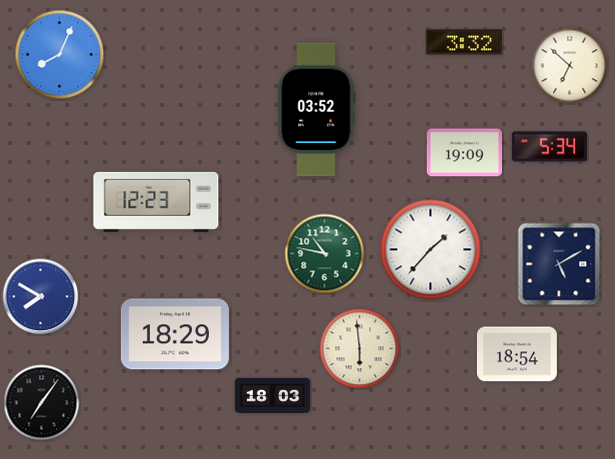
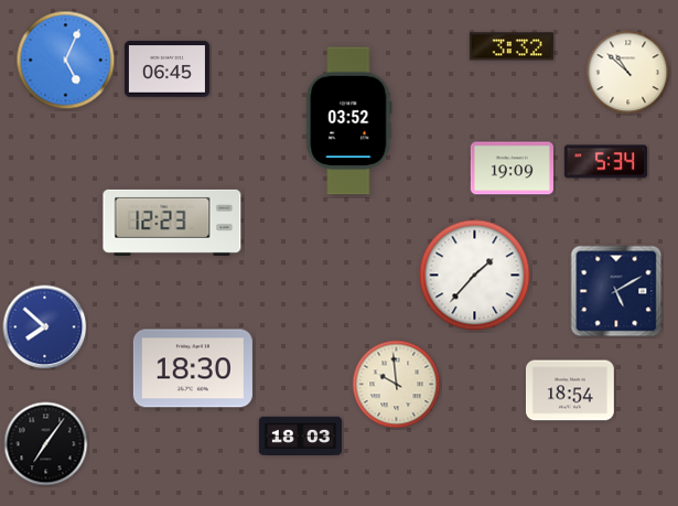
clock at (60, 55): 8:04 -> 5:04
clock at (166, 69): none -> 06:45
clock at (570, 66): 6:52 -> 10:52
clock at (325, 254): 10:47 -> none
clock at (41, 297): 7:50 -> 7:52
clock at (175, 334): 18:29 -> 18:30
clock at (360, 349): 5:59 -> 9:59
